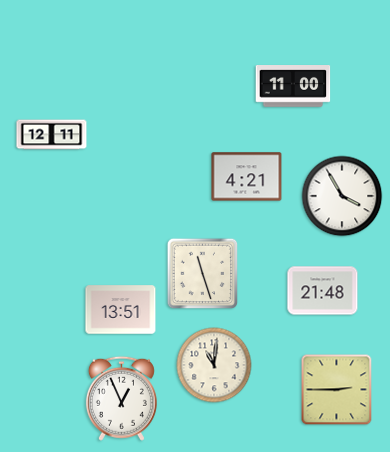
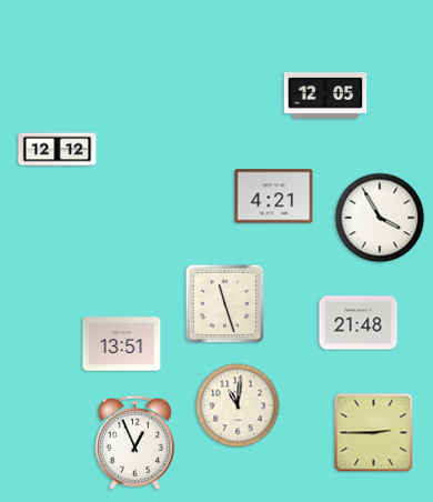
clock at (293, 86): 11:00 -> 12:05
clock at (52, 135): 12:11 -> 12:12
clock at (121, 310) position: (121, 310) -> (122, 344)
